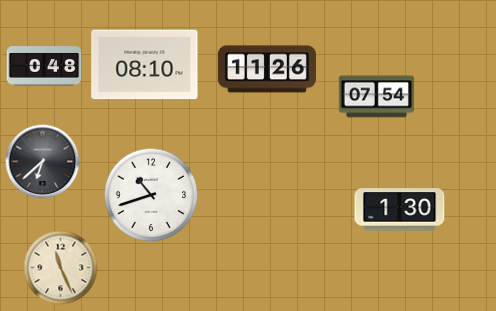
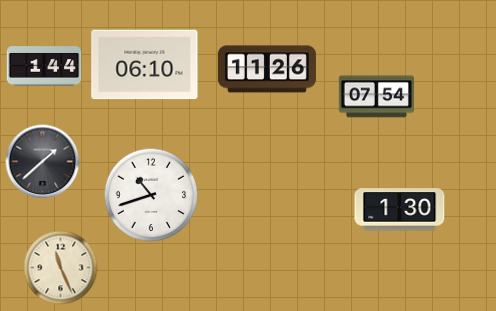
clock at (145, 65): 08:10 -> 06:10
clock at (44, 66): 0:48 -> 1:44
clock at (43, 162): 6:38 -> 1:38
